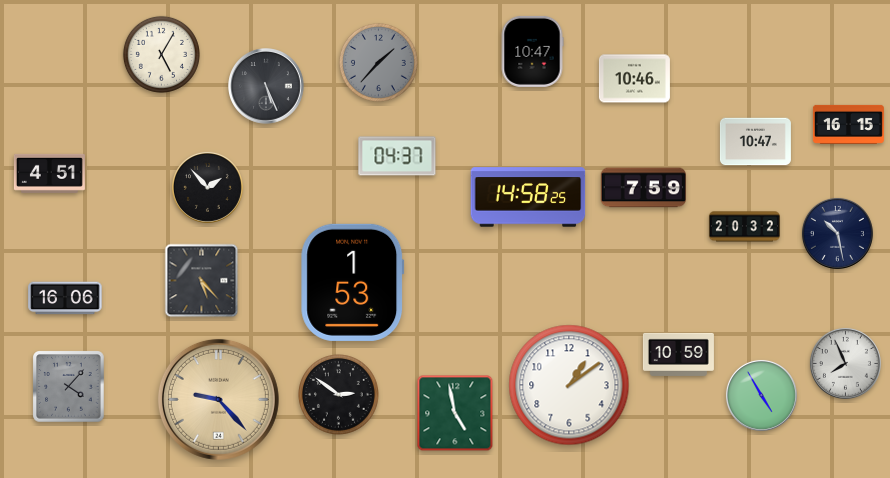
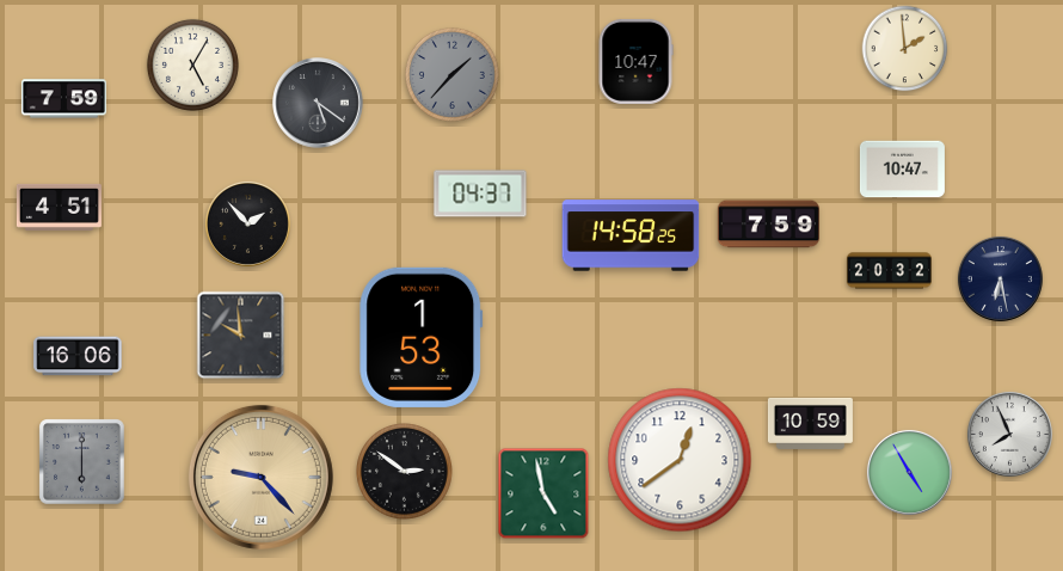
clock at (905, 49): none -> 1:59
clock at (634, 79): 10:46 -> none
clock at (63, 99): none -> 7:59
clock at (266, 86): 5:26 -> 5:21
clock at (848, 124): 16:15 -> none
clock at (397, 156) position: (397, 156) -> (480, 194)
clock at (837, 233): 10:28 -> 6:28
clock at (202, 281): 5:23 -> 9:59
clock at (569, 385): 1:09 -> 12:39
clock at (69, 387): 4:07 -> 6:00
